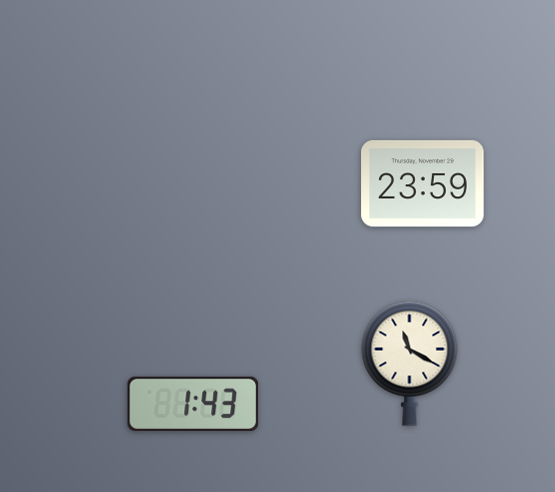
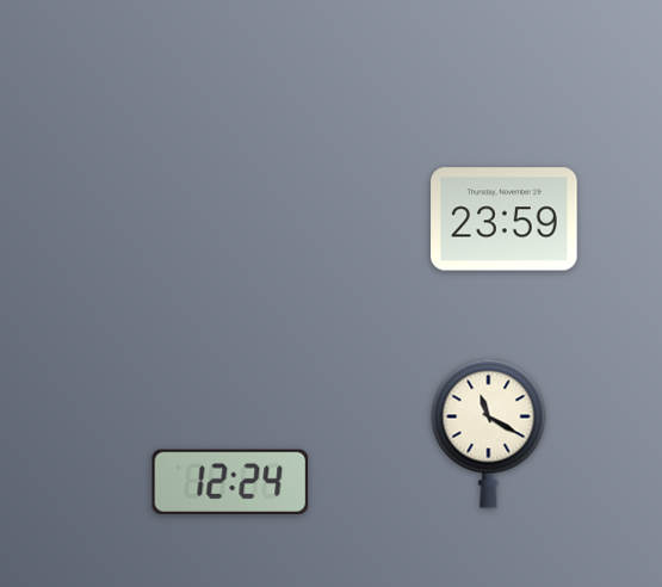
clock at (193, 404): 1:43 -> 12:24
